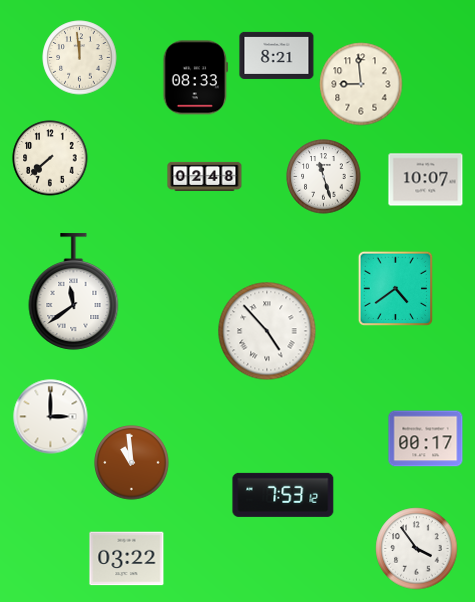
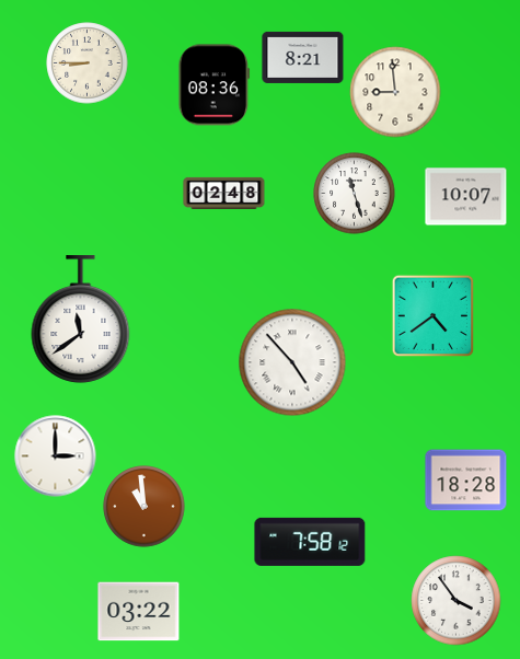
clock at (277, 55) position: (277, 55) -> (303, 57)
clock at (80, 58): 11:59 -> 8:45
clock at (196, 78): 08:33 -> 08:36
clock at (50, 158): 7:38 -> none
clock at (426, 439): 00:17 -> 18:28
clock at (283, 495): 7:53 -> 7:58
